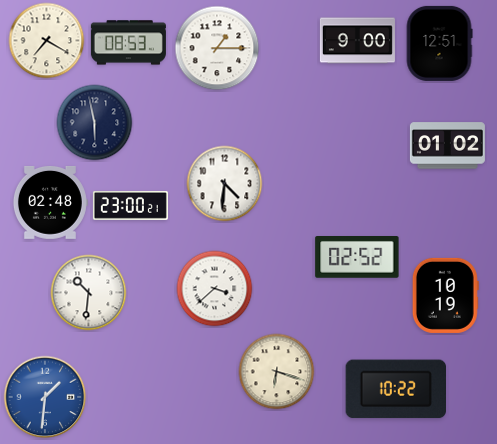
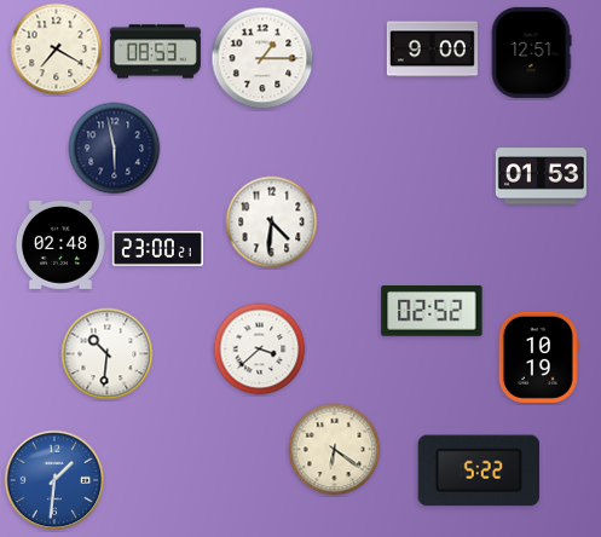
clock at (447, 146): 01:02 -> 01:53
clock at (277, 372): 6:18 -> 6:21
clock at (395, 389): 10:22 -> 5:22
